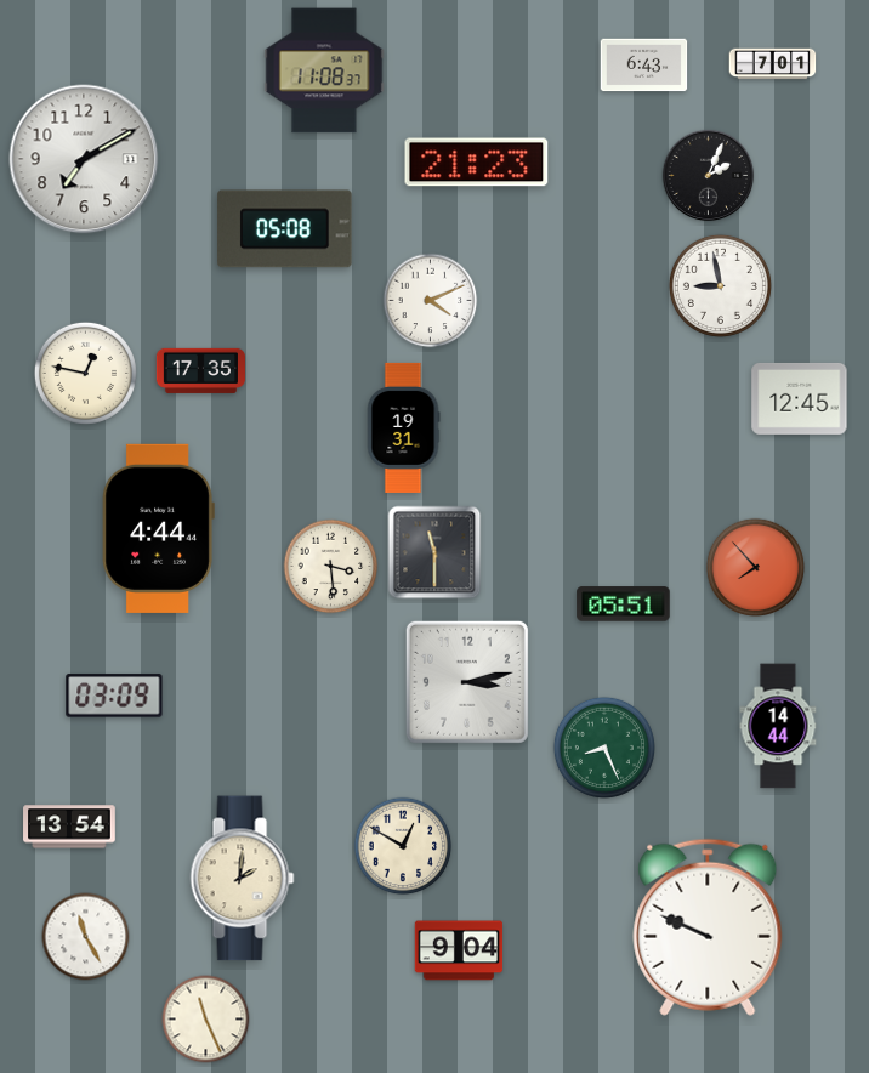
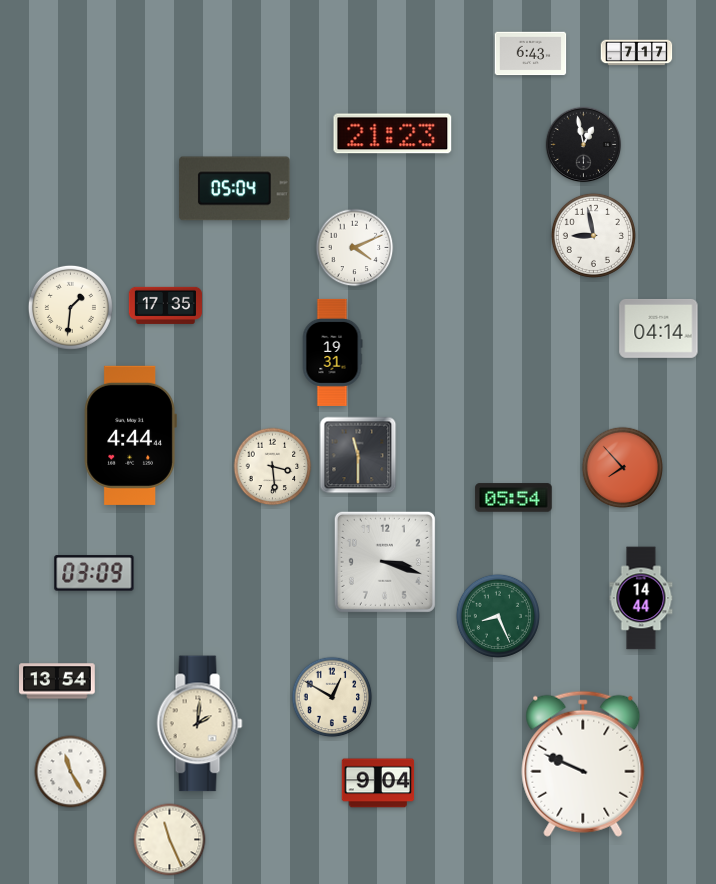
clock at (773, 64): 7:01 -> 7:17
clock at (324, 70): 11:08 -> none
clock at (84, 159): 7:10 -> none
clock at (709, 176): 2:04 -> 12:58
clock at (285, 229): 05:08 -> 05:04
clock at (85, 373): 12:47 -> 1:31
clock at (800, 398): 12:45 -> 04:14
clock at (624, 604): 05:51 -> 05:54
clock at (467, 682): 3:13 -> 3:18
